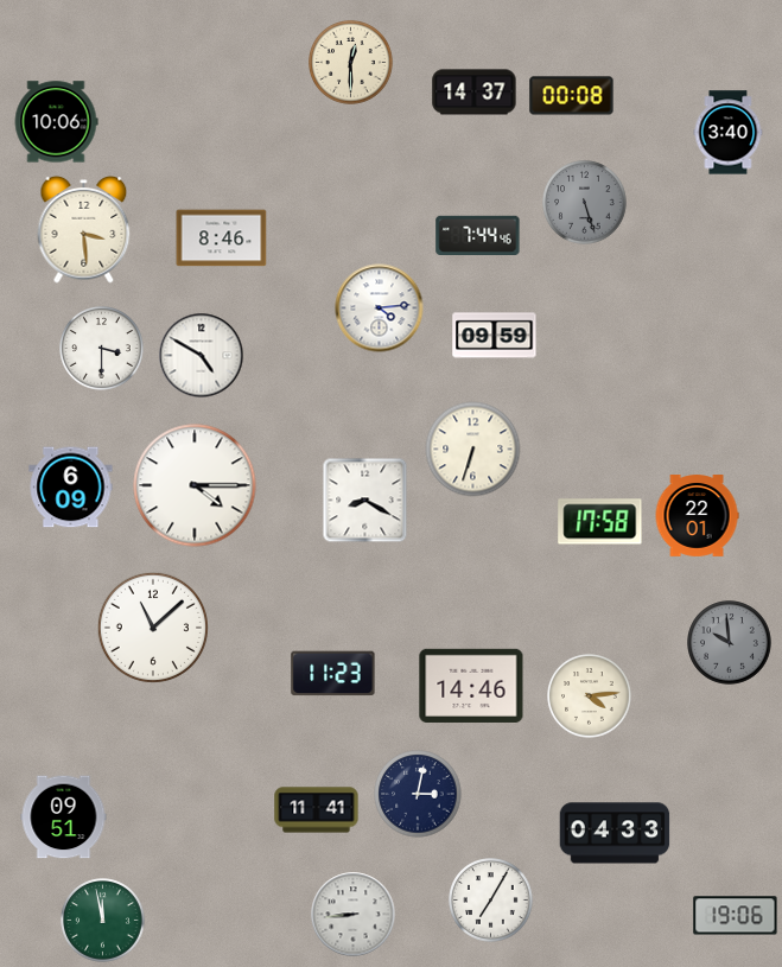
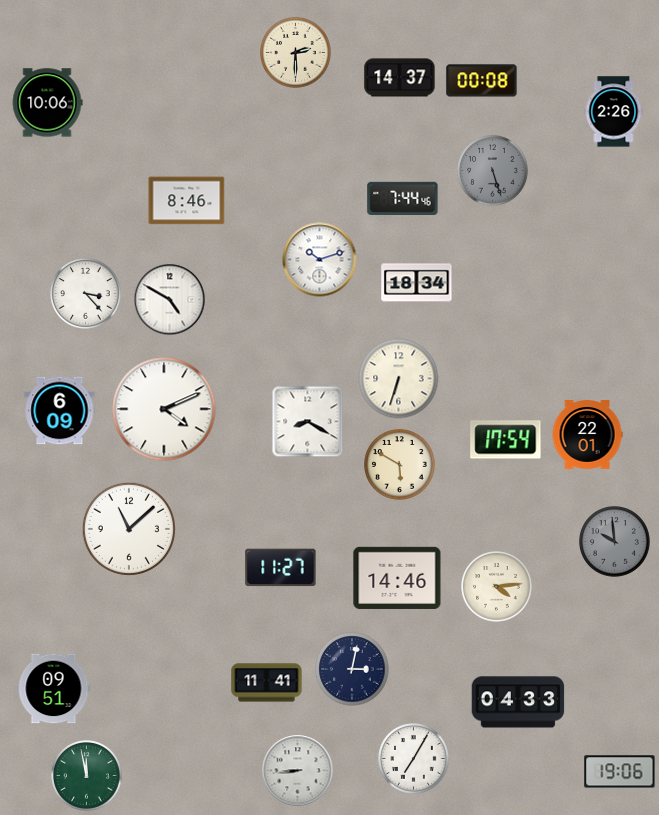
clock at (351, 63): 12:30 -> 2:30
clock at (729, 133): 3:40 -> 2:26
clock at (84, 230): 3:29 -> none
clock at (380, 308): 4:14 -> 10:12
clock at (495, 336): 09:59 -> 18:34
clock at (102, 349): 3:30 -> 3:23
clock at (195, 485): 4:15 -> 4:11
clock at (600, 522): 17:58 -> 17:54
clock at (400, 465): none -> 5:50
clock at (333, 674): 11:23 -> 11:27
